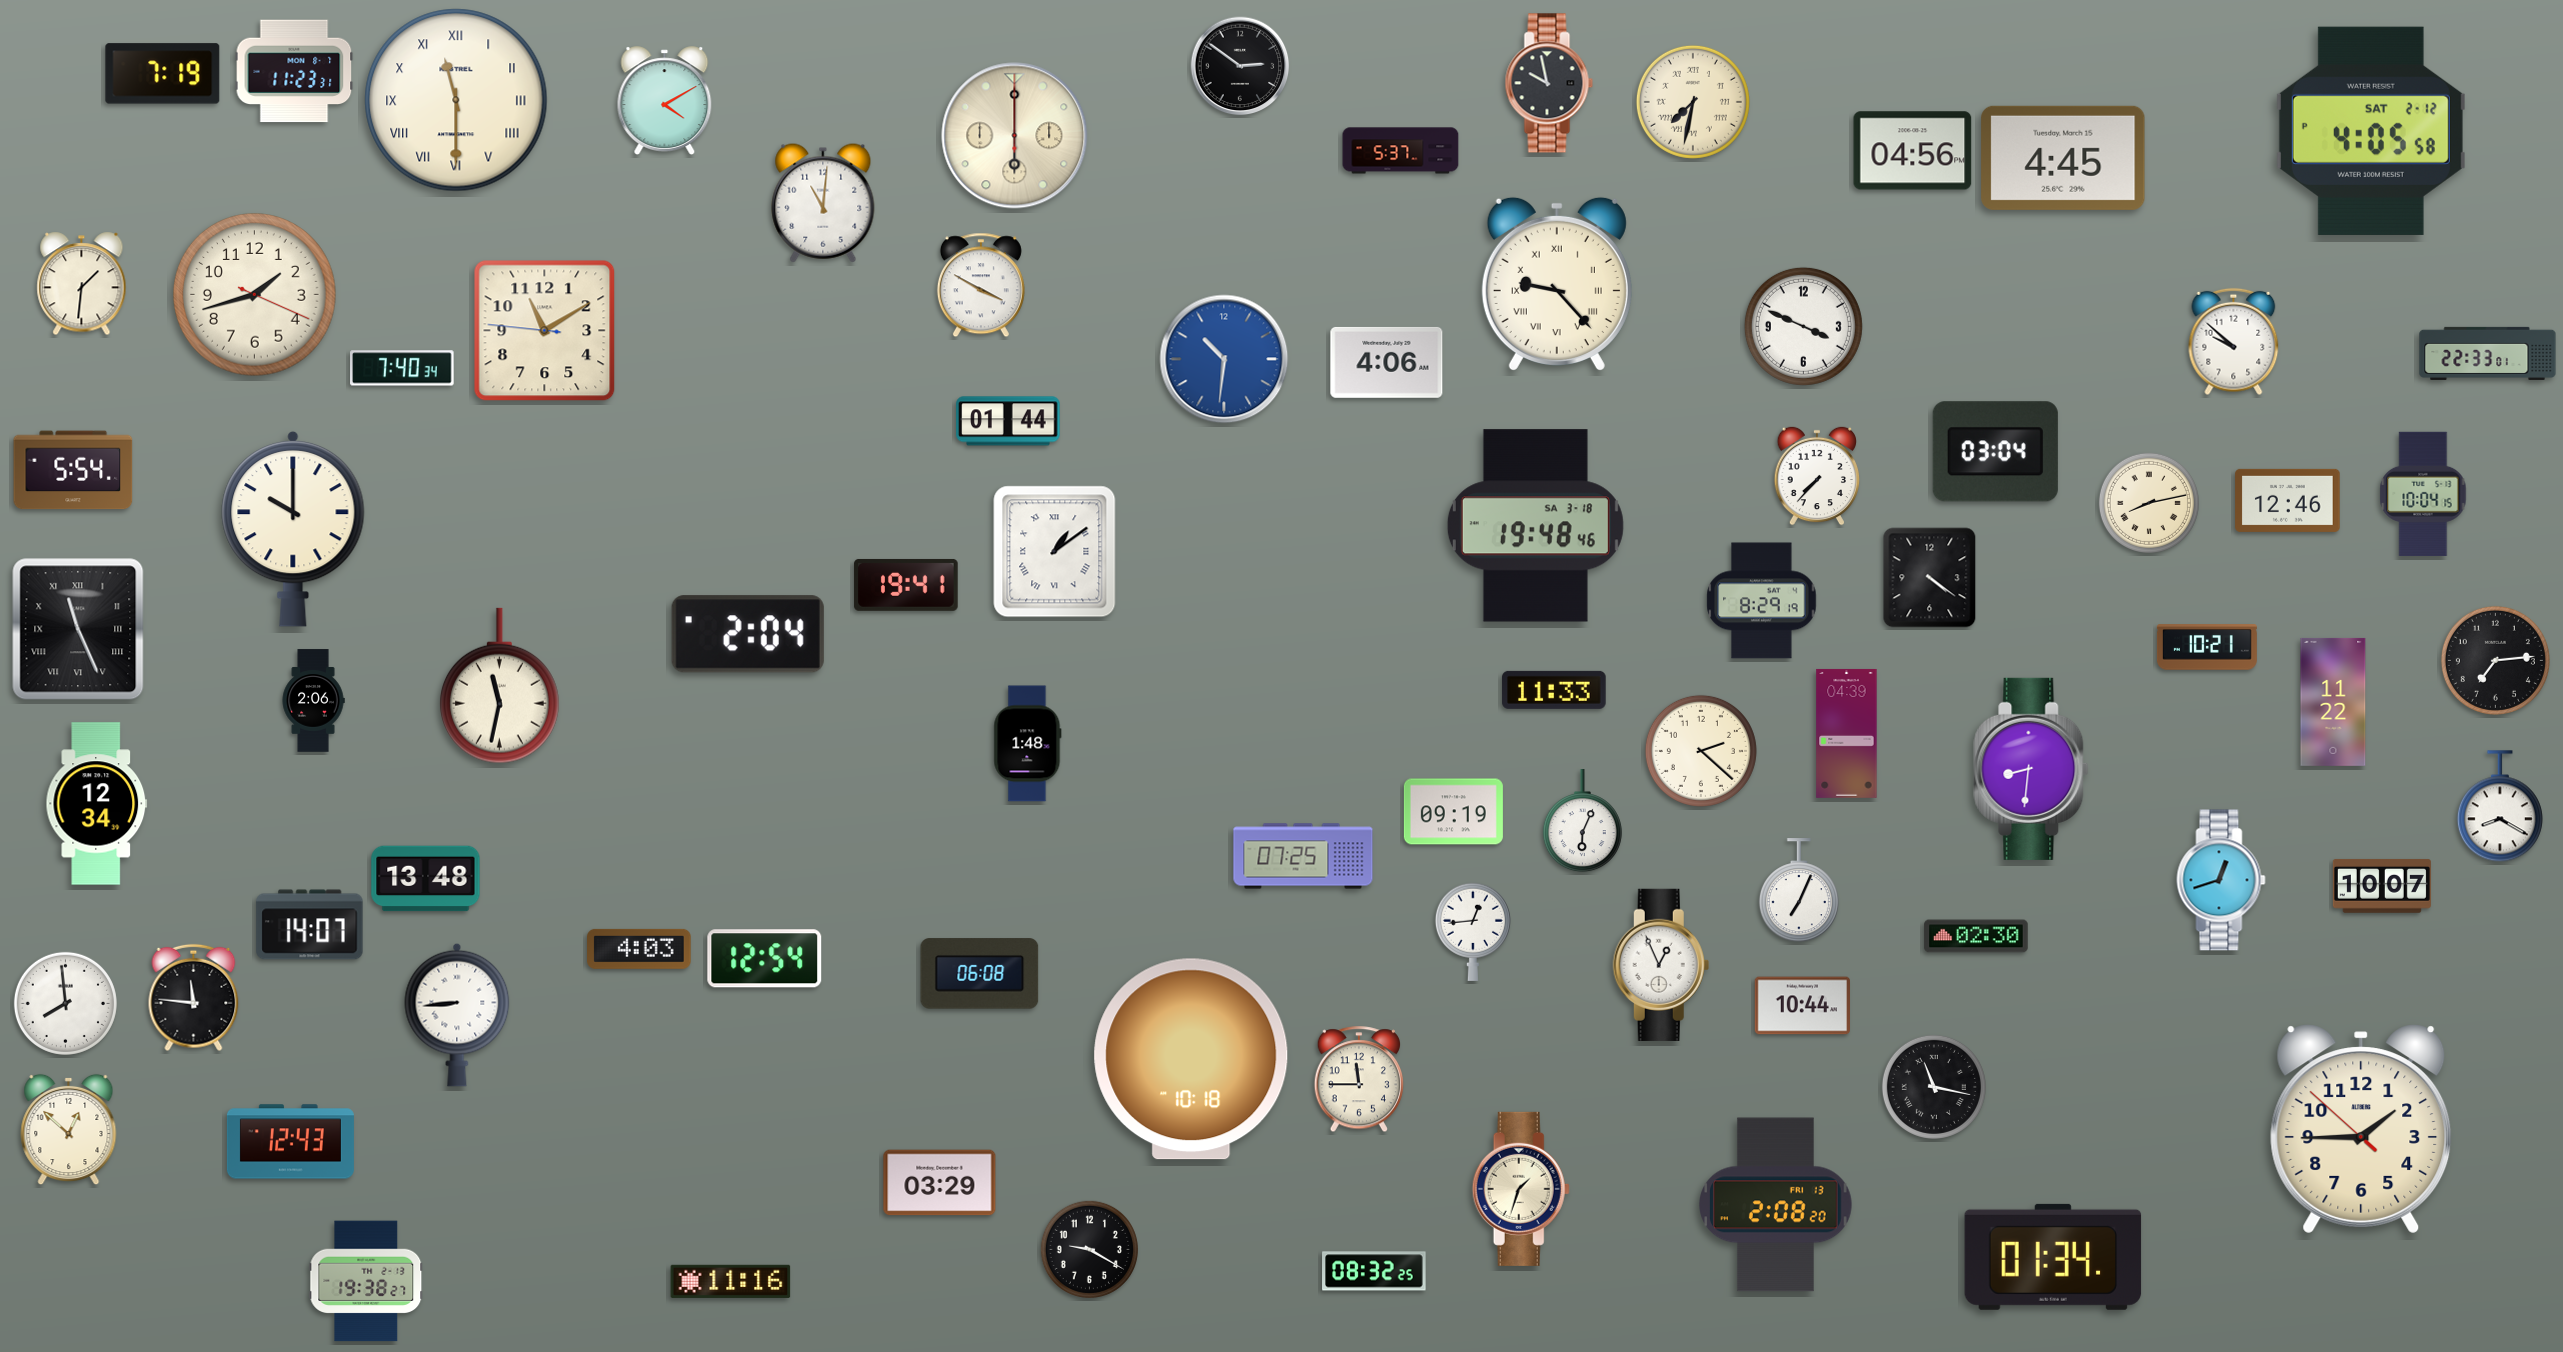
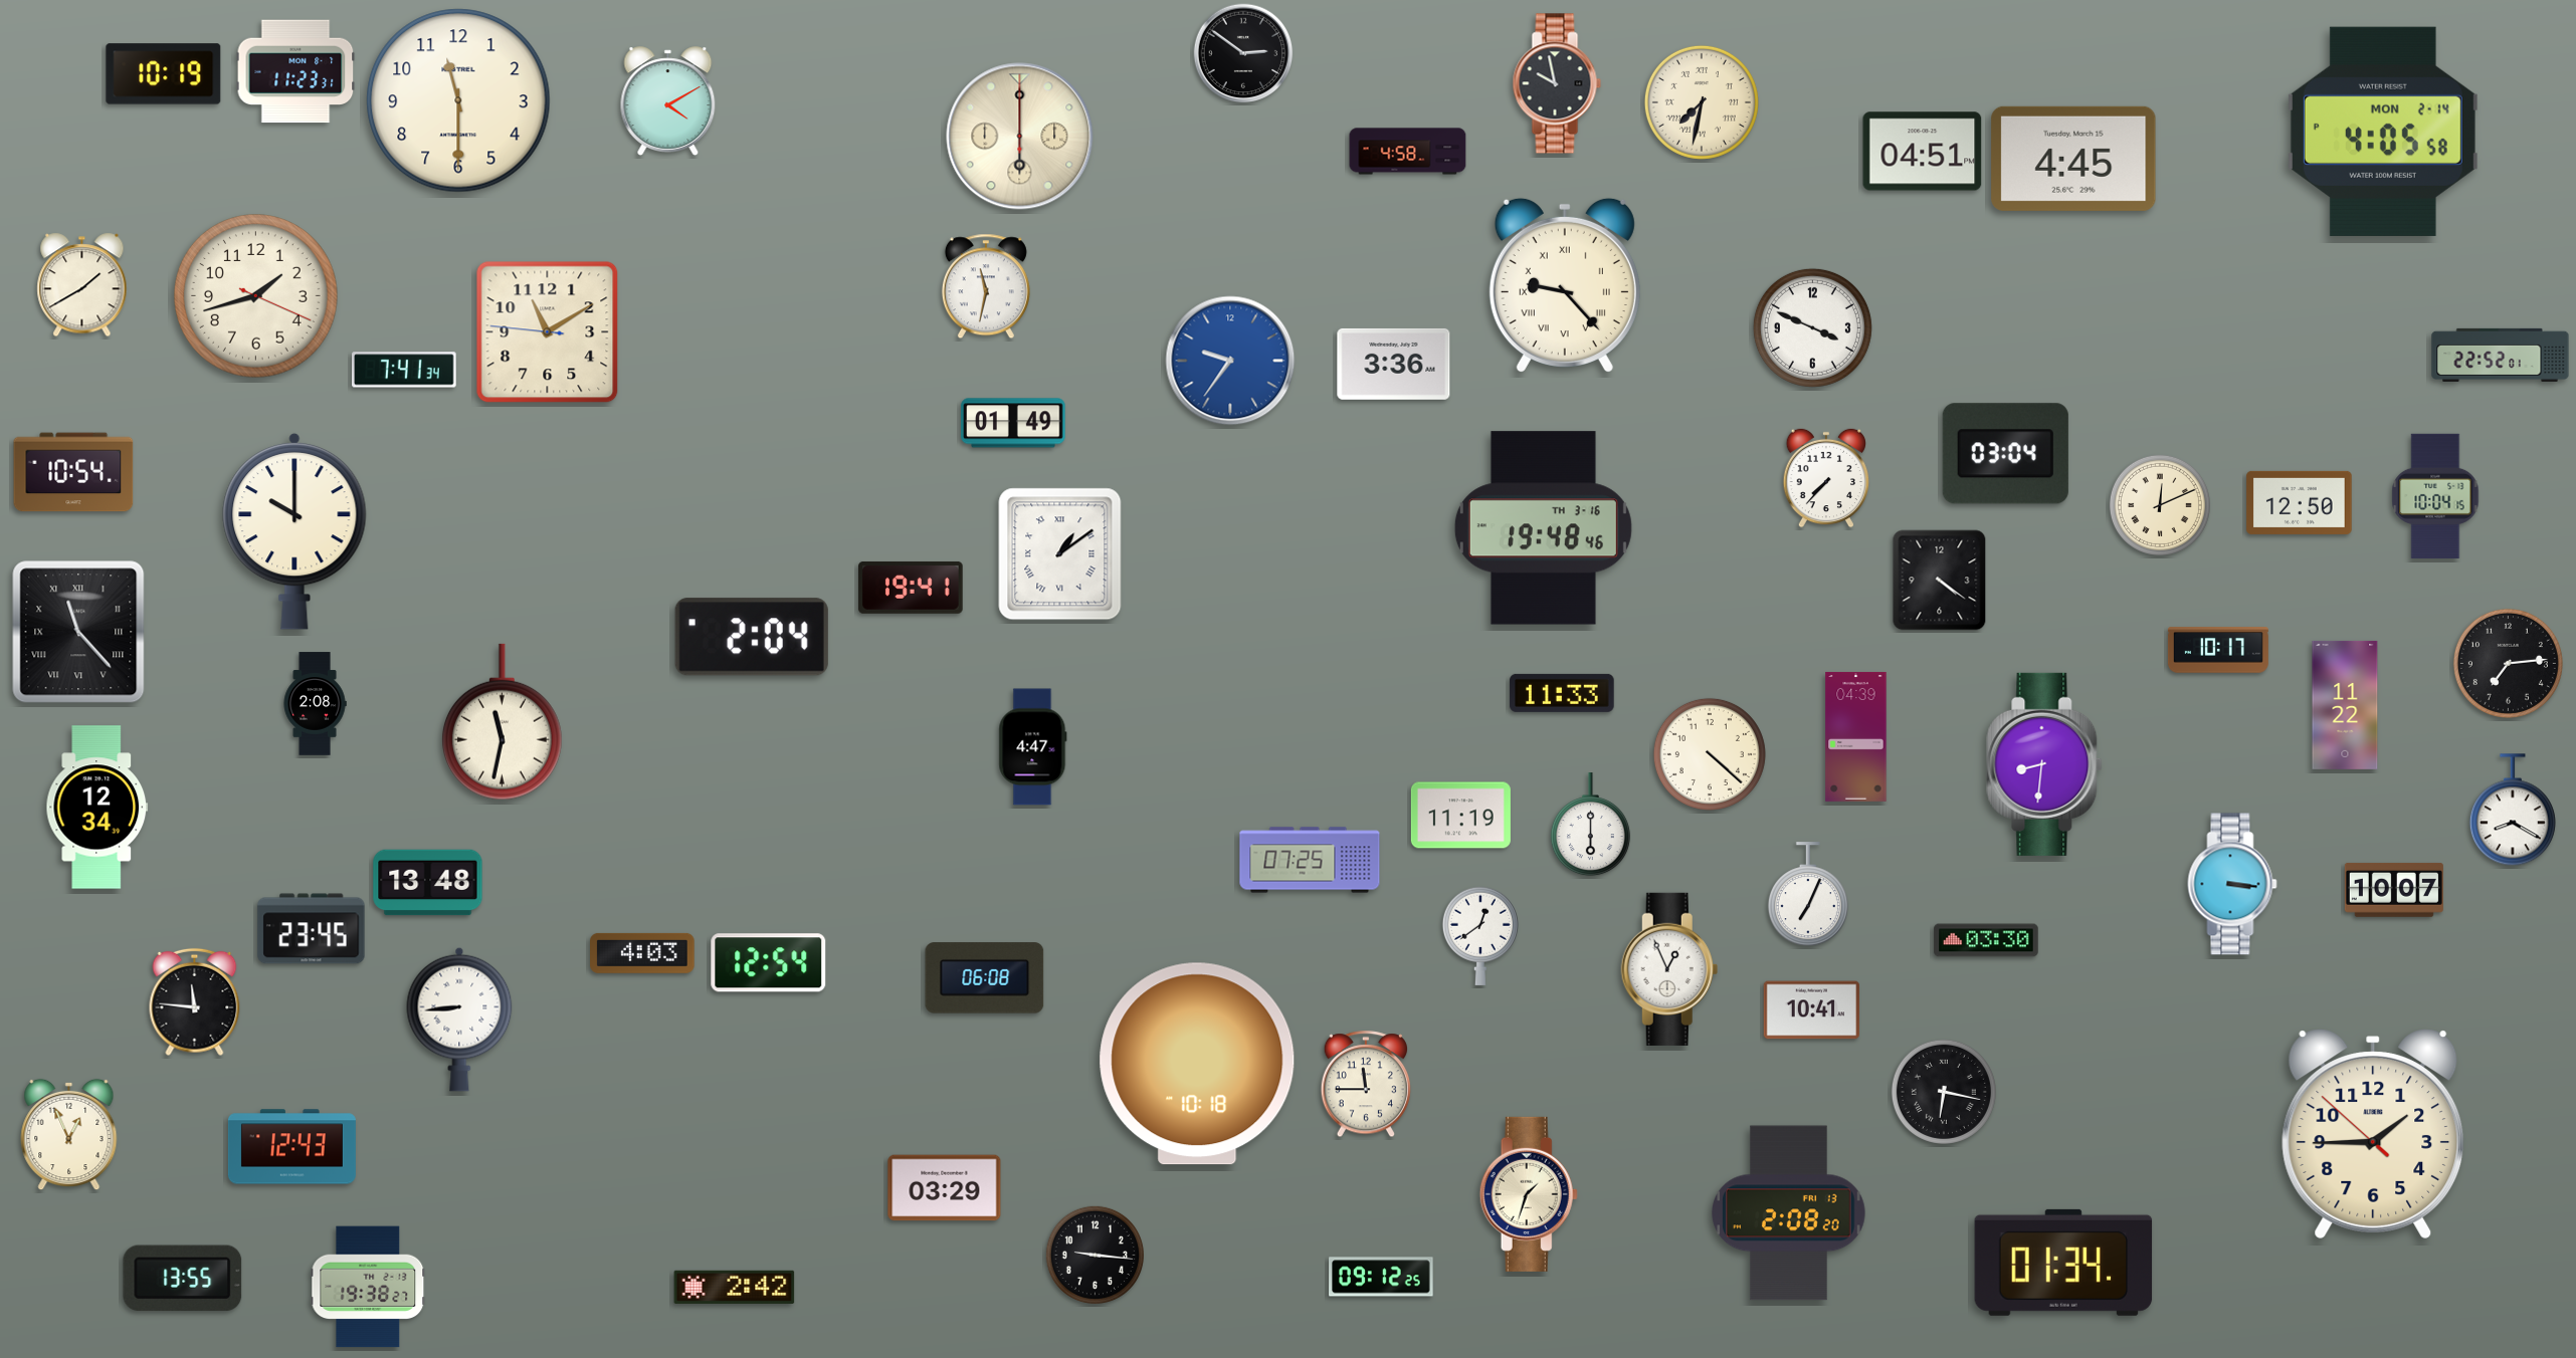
clock at (1240, 66) position: (1240, 66) -> (1243, 53)
clock at (163, 74): 7:19 -> 10:19
clock at (456, 100) numerals: Roman -> Arabic
clock at (2371, 131) date: SAT 2-12 -> MON 2-14
clock at (1401, 151): 5:37 -> 4:58
clock at (1913, 151): 04:56 -> 04:51
clock at (823, 203): 11:01 -> none
clock at (82, 284): 1:31 -> 1:40
clock at (981, 285): 3:50 -> 11:32
clock at (2234, 342): 9:52 -> none
clock at (2488, 353): 22:33 -> 22:52
clock at (1224, 359): 10:31 -> 9:36
clock at (1387, 362): 4:06 -> 3:36
clock at (402, 368): 7:40 -> 7:41
clock at (1008, 421): 01:44 -> 01:49
clock at (73, 470): 5:54 -> 10:54
clock at (2288, 500): 12:46 -> 12:50
clock at (2149, 503): 8:13 -> 12:11
clock at (1535, 526) date: SA 3-18 -> TH 3-16
clock at (1762, 601): 8:29 -> none
clock at (78, 629): 11:26 -> 11:23
clock at (2207, 647): 10:21 -> 10:17
clock at (499, 686) position: (499, 686) -> (502, 722)
clock at (313, 701): 2:06 -> 2:08
clock at (1028, 744): 1:48 -> 4:47
clock at (1701, 751): 2:22 -> 4:22
clock at (2031, 769) position: (2031, 769) -> (2044, 764)
clock at (1453, 812): 09:19 -> 11:19
clock at (1582, 821): 6:04 -> 6:00
clock at (2221, 880): 12:42 -> 3:16
clock at (310, 925): 14:07 -> 23:45
clock at (1473, 932): 12:44 -> 12:39
clock at (1976, 936): 02:30 -> 03:30
clock at (65, 1003): 7:59 -> none
clock at (1802, 1006): 10:44 -> 10:41
clock at (1934, 1087): 11:17 -> 6:17
clock at (69, 1130): 12:52 -> 12:56
clock at (1776, 1205) position: (1776, 1205) -> (1789, 1213)
clock at (1089, 1249): 9:20 -> 9:16
clock at (1374, 1271): 08:32 -> 09:12
clock at (183, 1279): none -> 13:55
clock at (731, 1281): 11:16 -> 2:42
